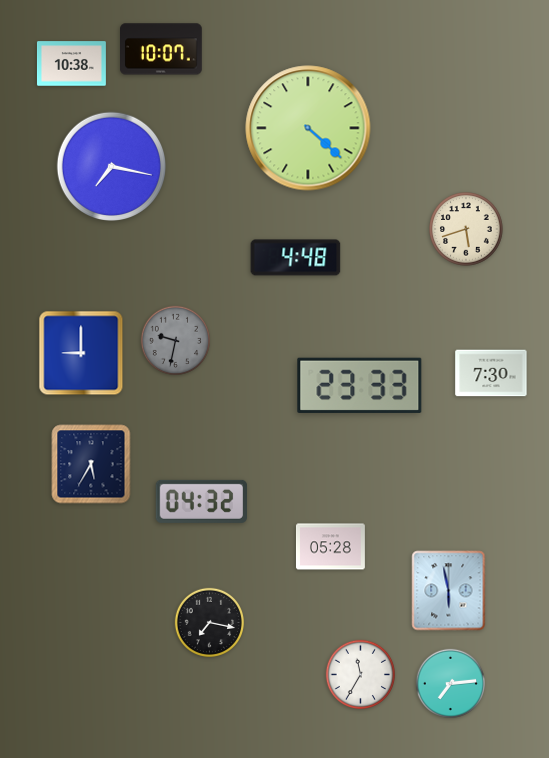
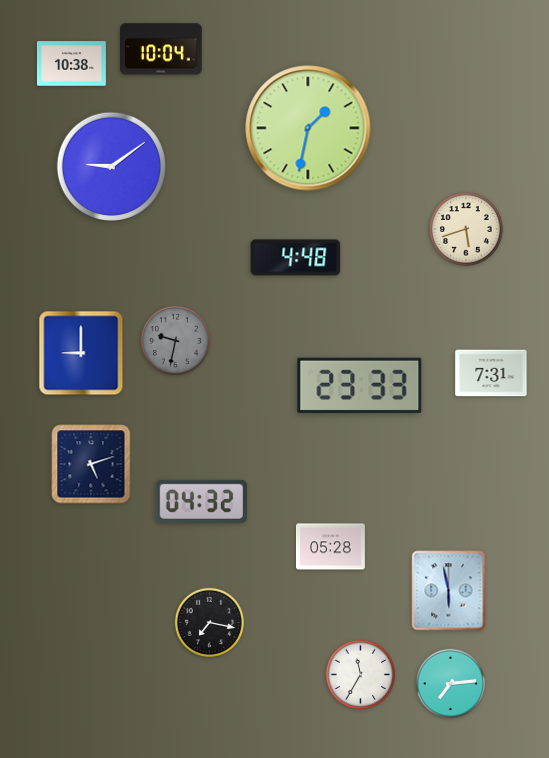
clock at (162, 49): 10:07 -> 10:04
clock at (308, 128): 4:22 -> 1:32
clock at (111, 166): 7:17 -> 9:09
clock at (491, 373): 7:30 -> 7:31
clock at (91, 464): 5:35 -> 5:12
